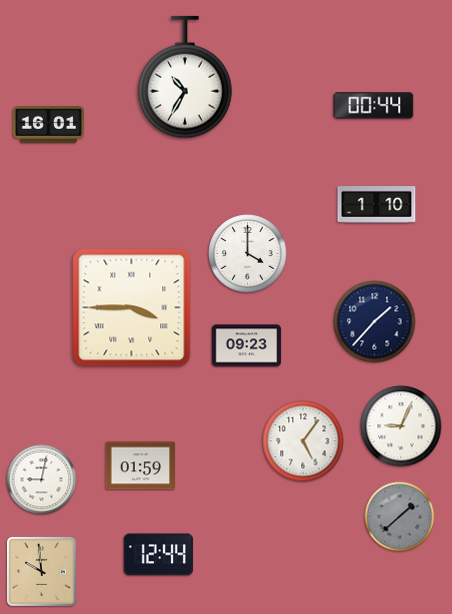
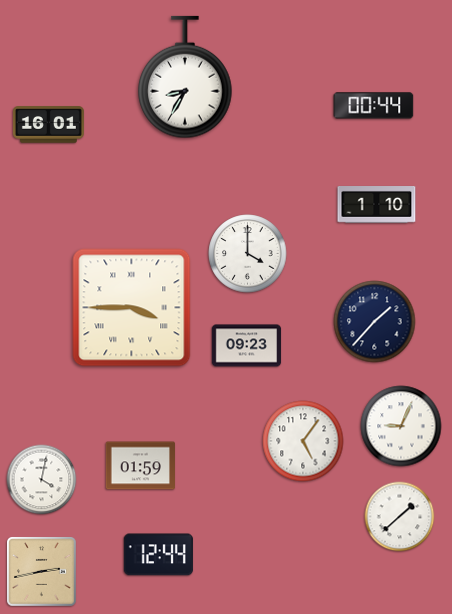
clock at (185, 77): 10:35 -> 8:35
clock at (42, 480): 9:02 -> 4:02
clock at (400, 517) dial: grey -> white
clock at (42, 572): 9:59 -> 2:43
